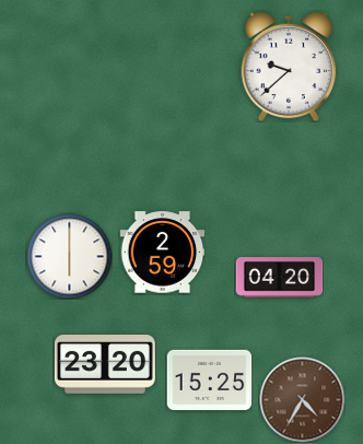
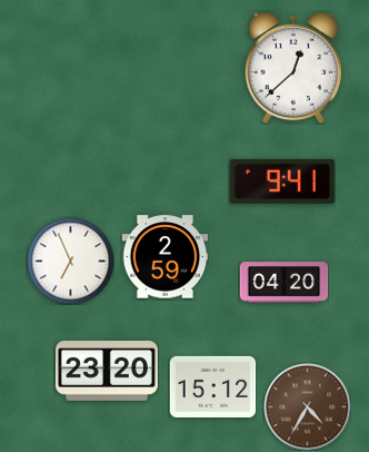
clock at (289, 67): 9:38 -> 12:38
clock at (282, 181): none -> 9:41
clock at (69, 256): 6:00 -> 6:56
clock at (209, 379): 15:25 -> 15:12
